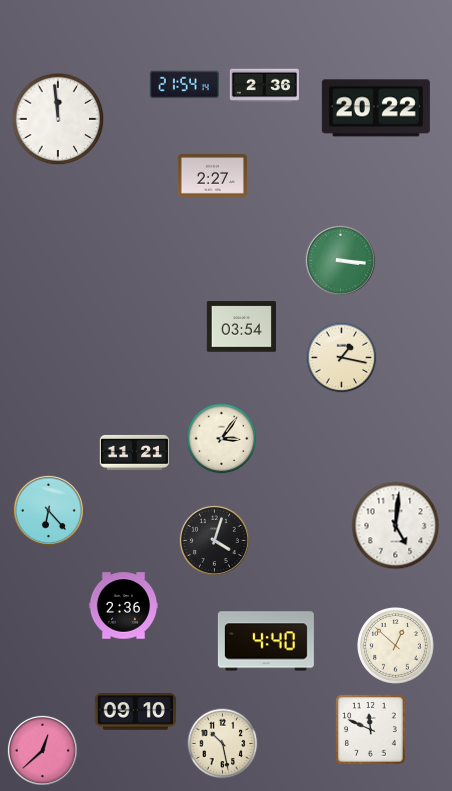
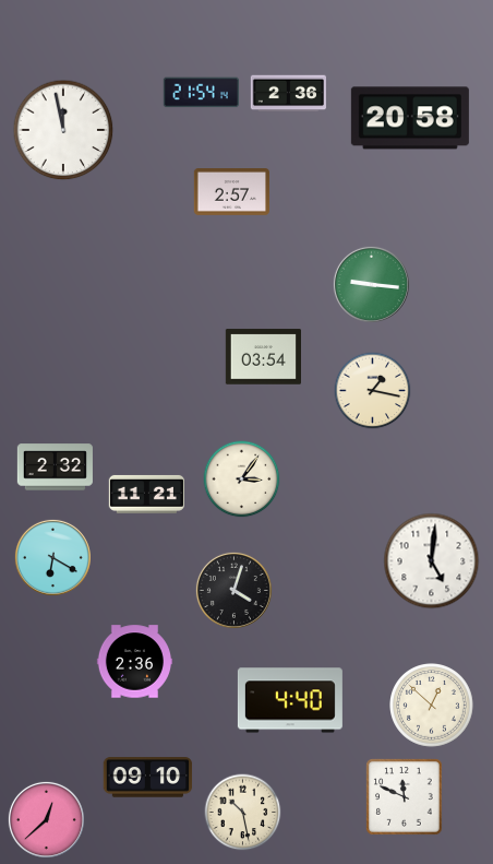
clock at (376, 108): 20:22 -> 20:58
clock at (58, 119): 11:59 -> 11:58
clock at (212, 176): 2:27 -> 2:57
clock at (340, 260): 3:16 -> 9:16
clock at (55, 467): none -> 2:32
clock at (48, 510): 6:23 -> 6:20
clock at (396, 526) position: (396, 526) -> (432, 561)
